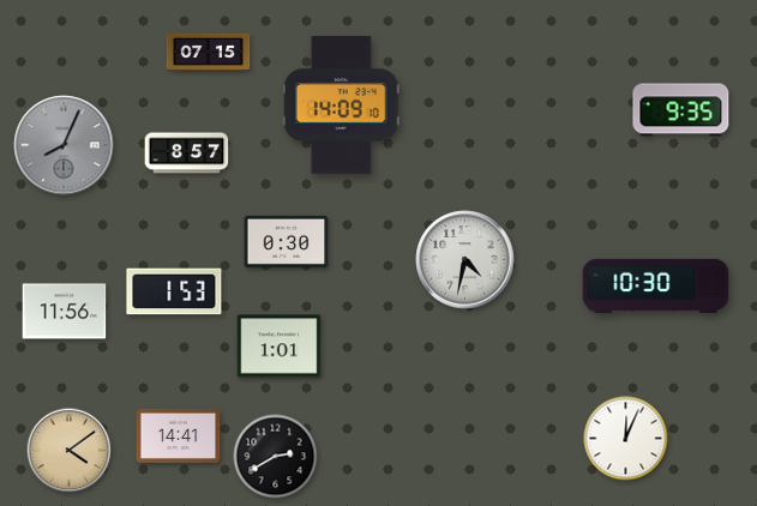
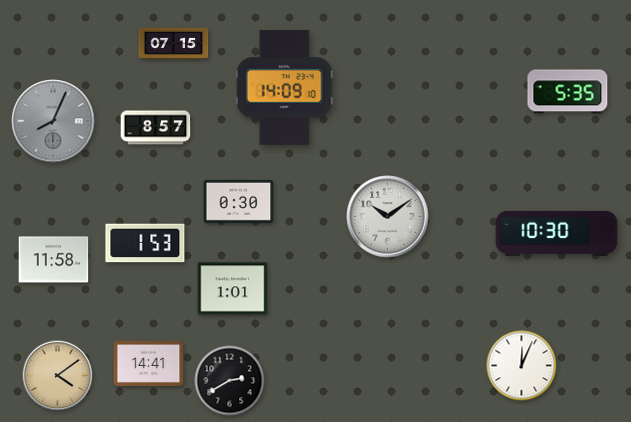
clock at (681, 110): 9:35 -> 5:35
clock at (465, 260): 4:32 -> 10:09
clock at (656, 285) position: (656, 285) -> (557, 233)
clock at (65, 312): 11:56 -> 11:58
